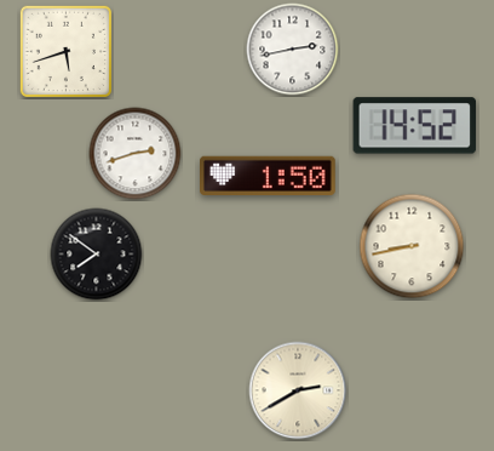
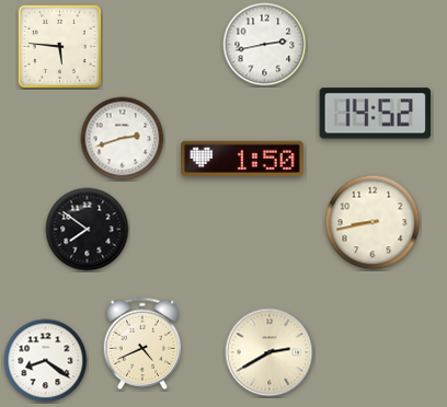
clock at (65, 51): 5:42 -> 5:46
clock at (142, 342): none -> 4:41
clock at (46, 361): none -> 8:21
